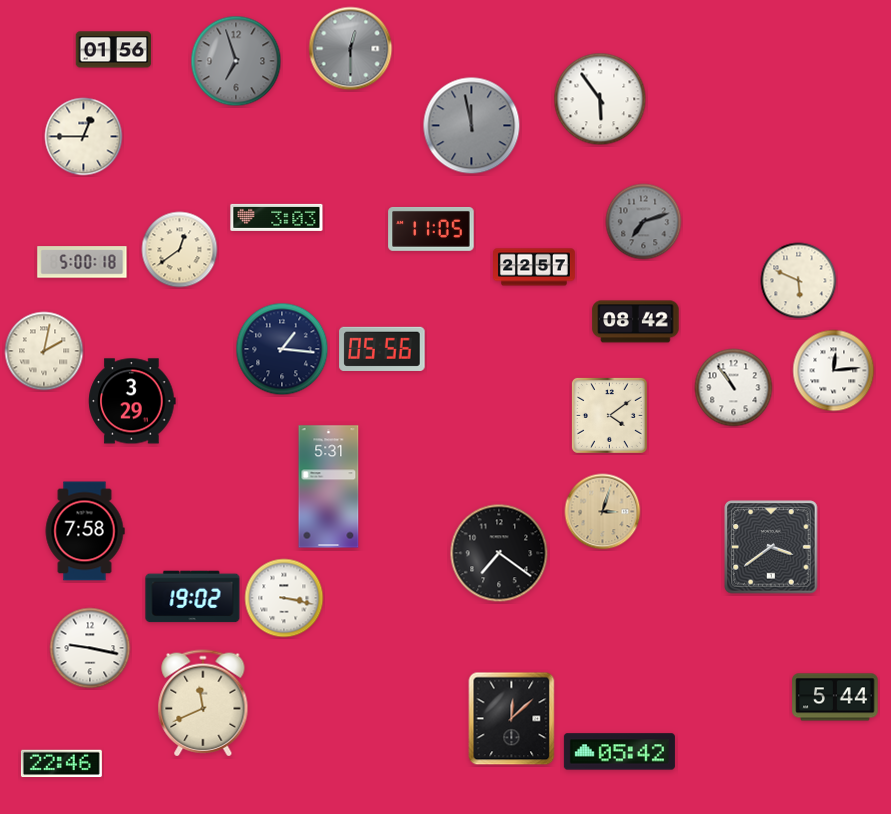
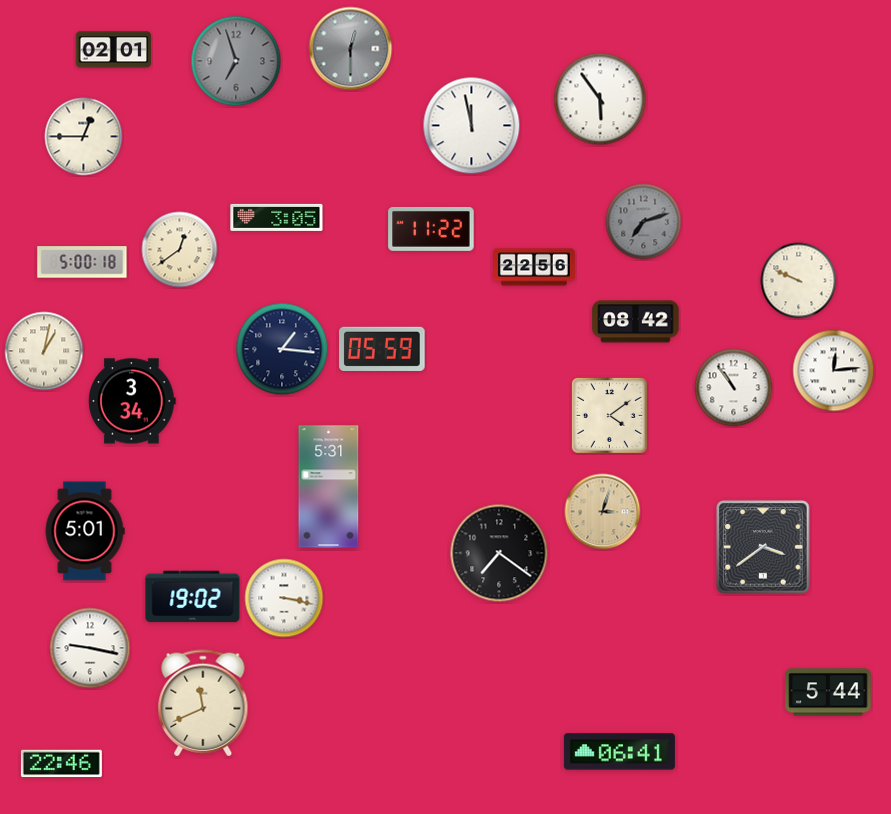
clock at (114, 50): 01:56 -> 02:01
clock at (472, 126) dial: grey -> white
clock at (277, 217): 3:03 -> 3:05
clock at (431, 229): 11:05 -> 11:22
clock at (535, 267): 22:57 -> 22:56
clock at (799, 281): 5:49 -> 9:49
clock at (382, 349): 05:56 -> 05:59
clock at (44, 351): 2:02 -> 1:02
clock at (132, 401): 3:29 -> 3:34
clock at (85, 531): 7:58 -> 5:01
clock at (771, 547) position: (771, 547) -> (763, 547)
clock at (835, 697) position: (835, 697) -> (828, 692)
clock at (512, 719): 12:08 -> none
clock at (619, 752): 05:42 -> 06:41
